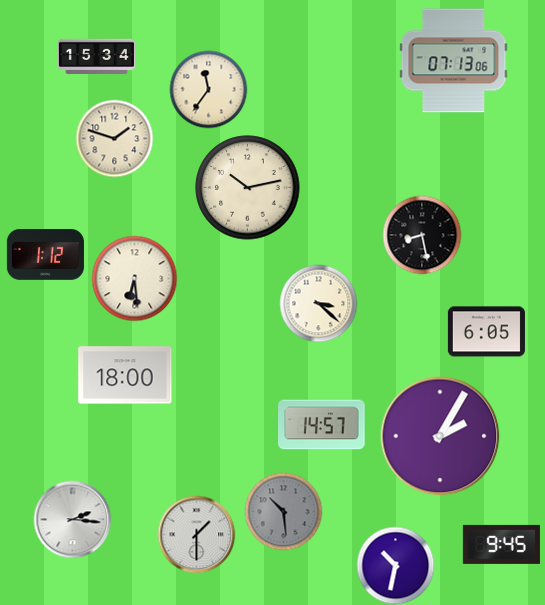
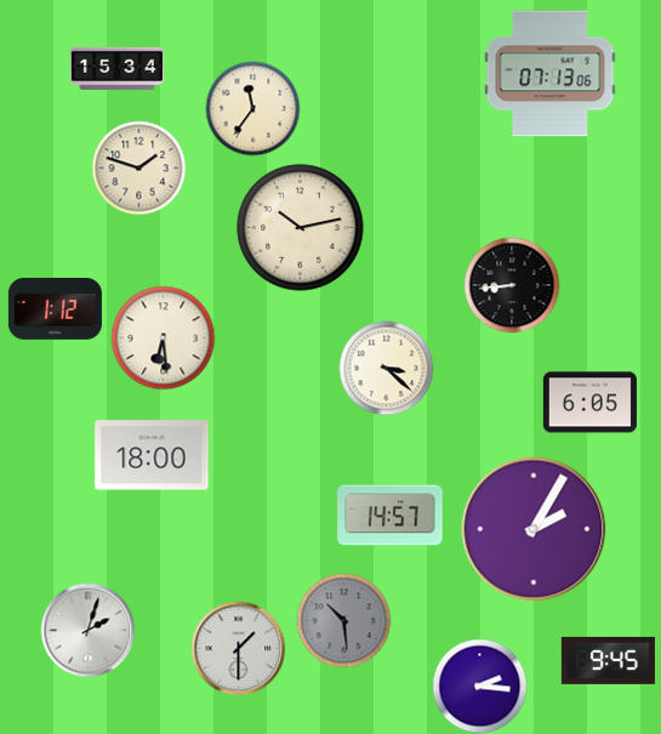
clock at (422, 235): 8:28 -> 8:44
clock at (72, 519): 2:16 -> 2:03
clock at (395, 565): 10:32 -> 2:16
